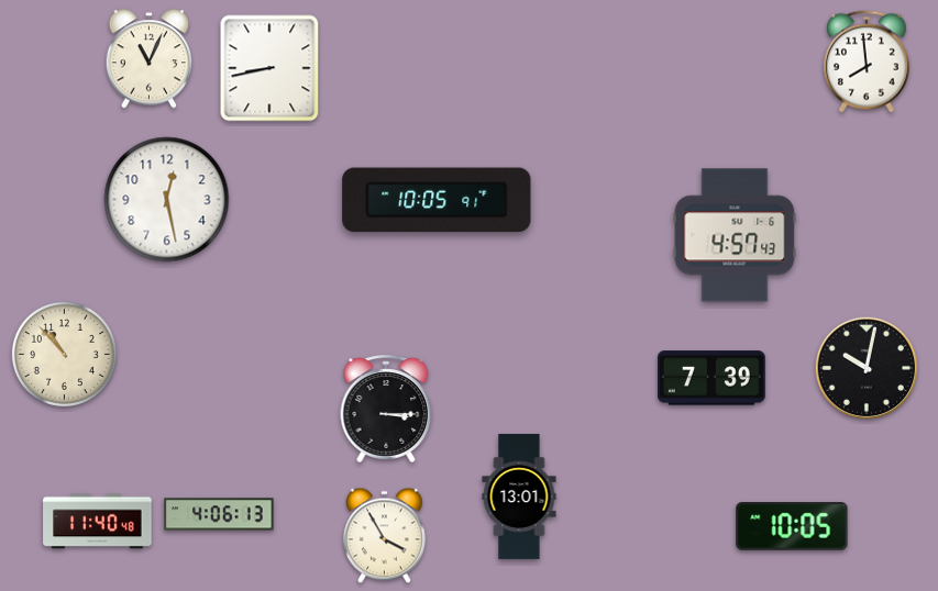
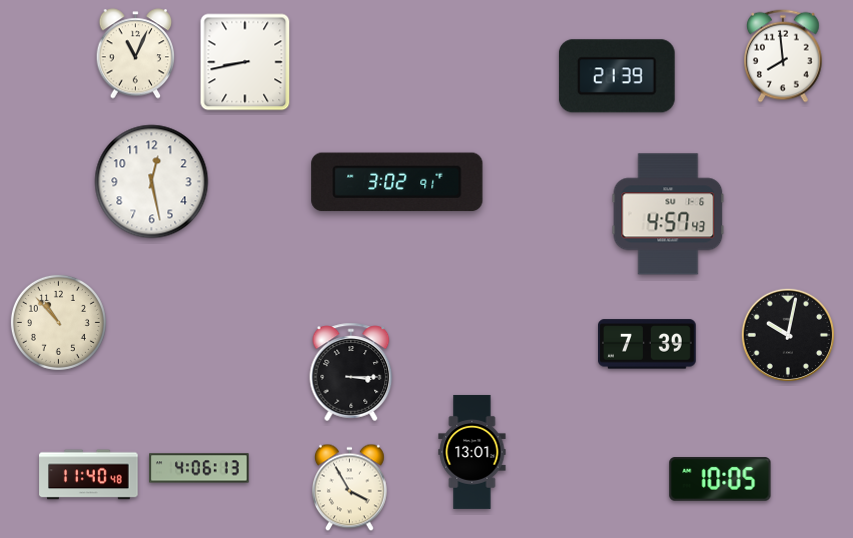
clock at (868, 62) position: (868, 62) -> (784, 56)
clock at (617, 76): none -> 21:39
clock at (437, 200): 10:05 -> 3:02
